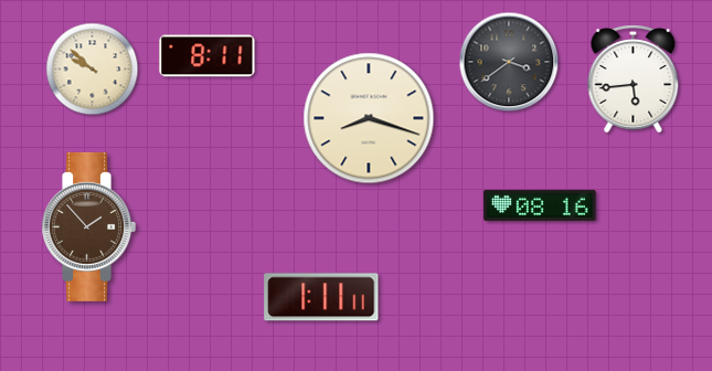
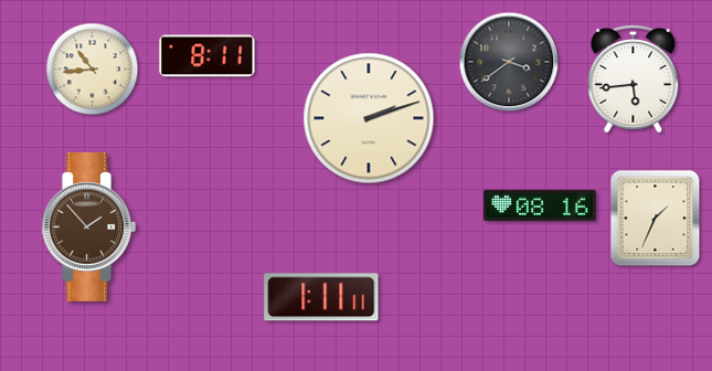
clock at (93, 70): 9:52 -> 10:44
clock at (369, 118): 8:18 -> 2:12
clock at (656, 219): none -> 1:34
